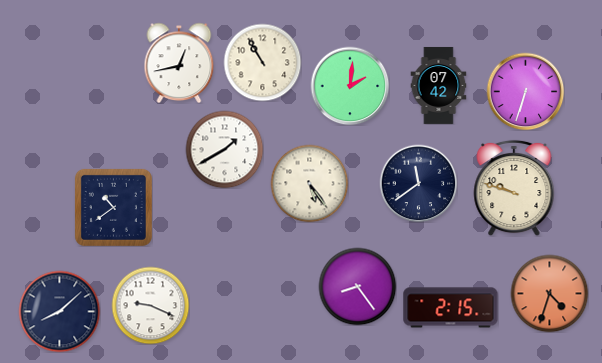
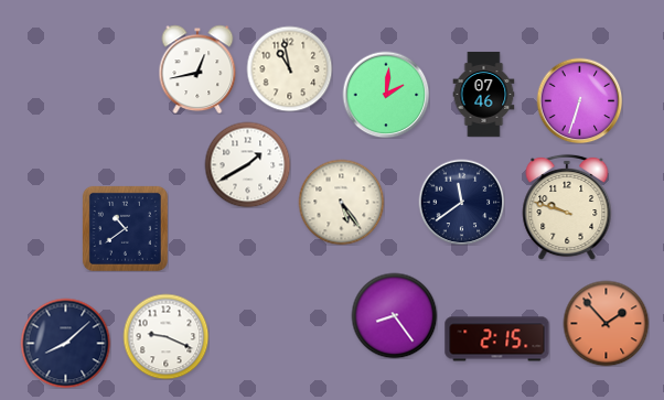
clock at (262, 62): 10:55 -> 10:58
clock at (439, 85): 07:42 -> 07:46
clock at (549, 293): 4:33 -> 1:53
